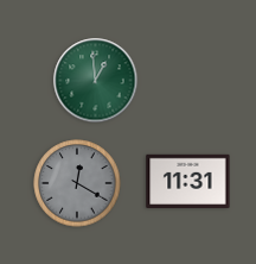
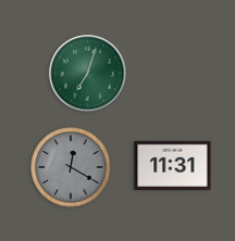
clock at (96, 81): 12:59 -> 7:03
